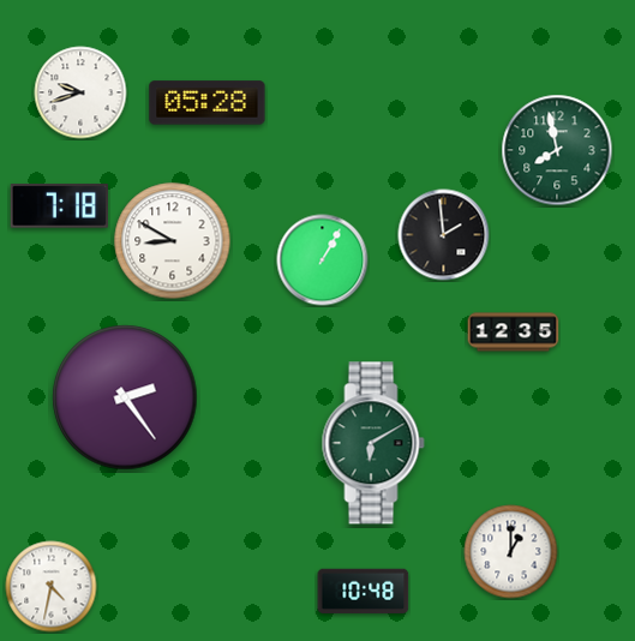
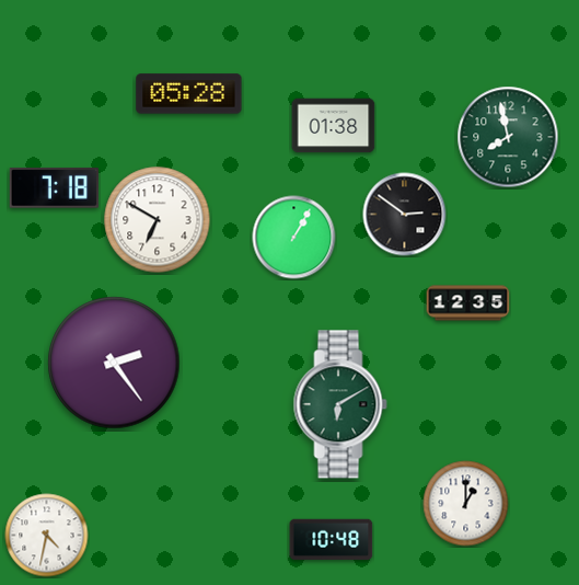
clock at (80, 92): 9:42 -> none
clock at (334, 126): none -> 01:38
clock at (444, 235): 1:59 -> 2:51
clock at (173, 241): 8:50 -> 6:50
